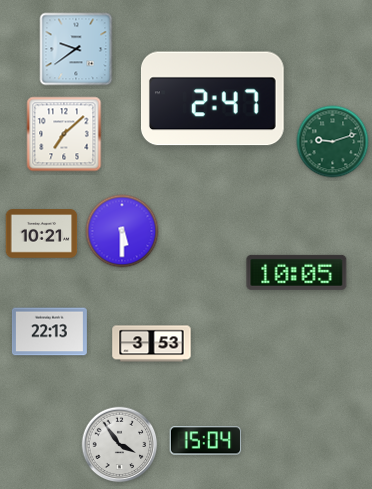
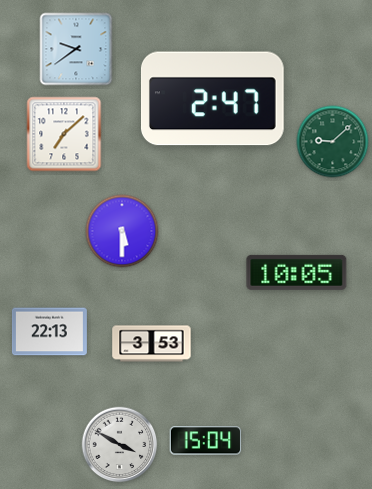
clock at (333, 142): 9:12 -> 9:08
clock at (42, 234): 10:21 -> none
clock at (120, 445): 3:54 -> 3:50
